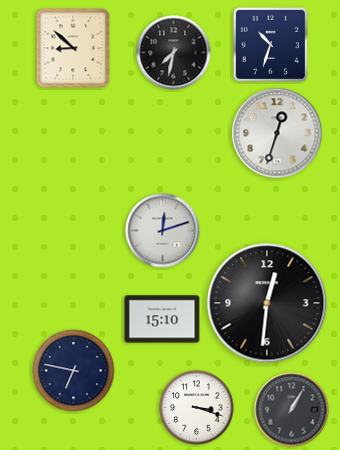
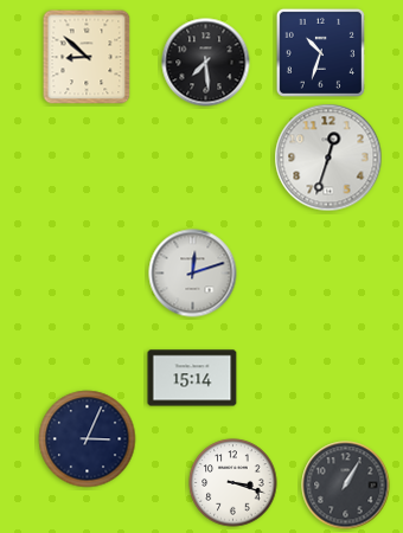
clock at (174, 53): 7:32 -> 7:29
clock at (267, 303): 12:31 -> none
clock at (162, 319): 15:10 -> 15:14
clock at (74, 371): 6:47 -> 3:04
